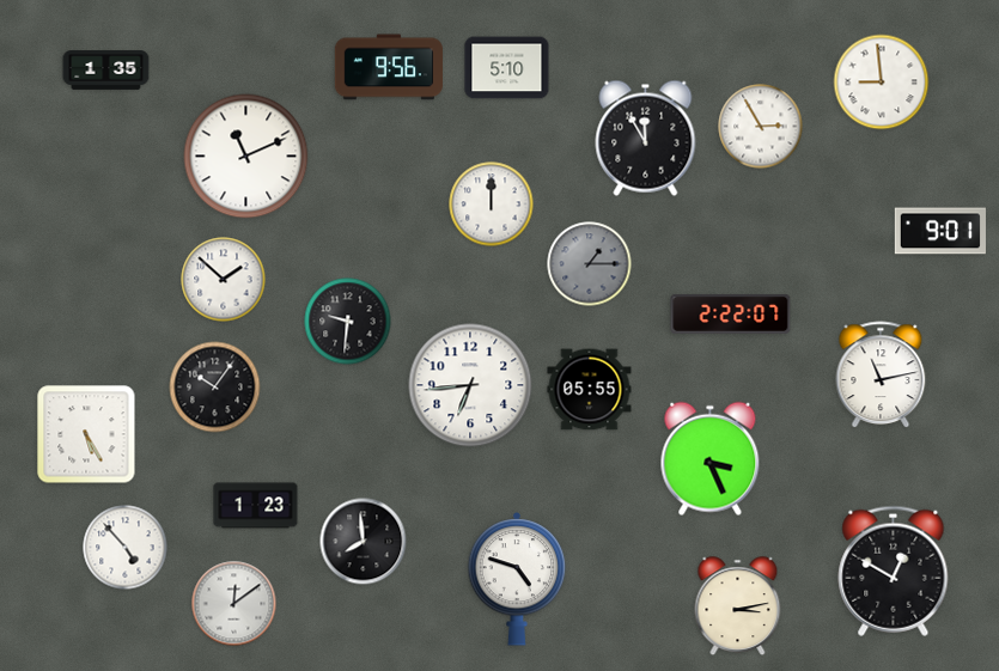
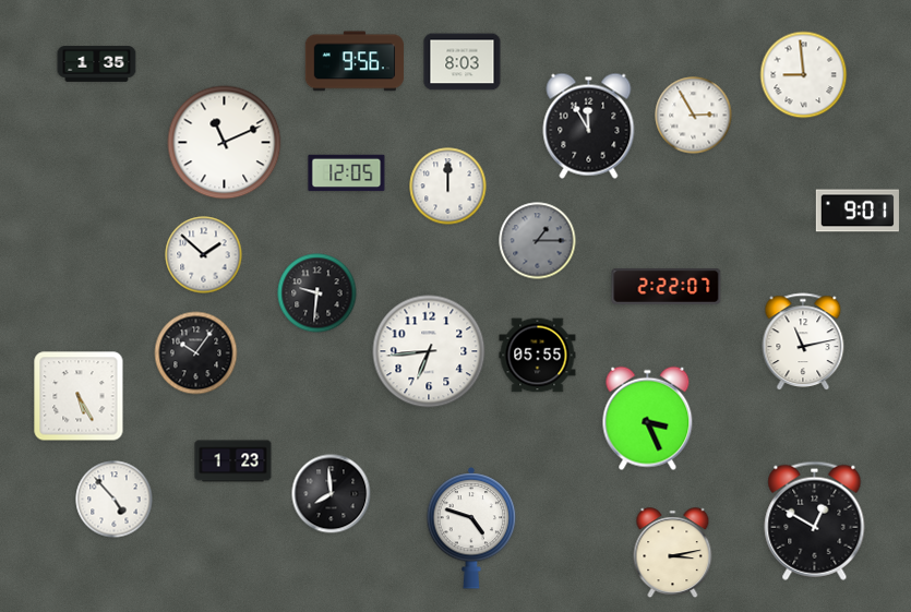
clock at (507, 68): 5:10 -> 8:03
clock at (347, 173): none -> 12:05
clock at (234, 604): 12:09 -> none
